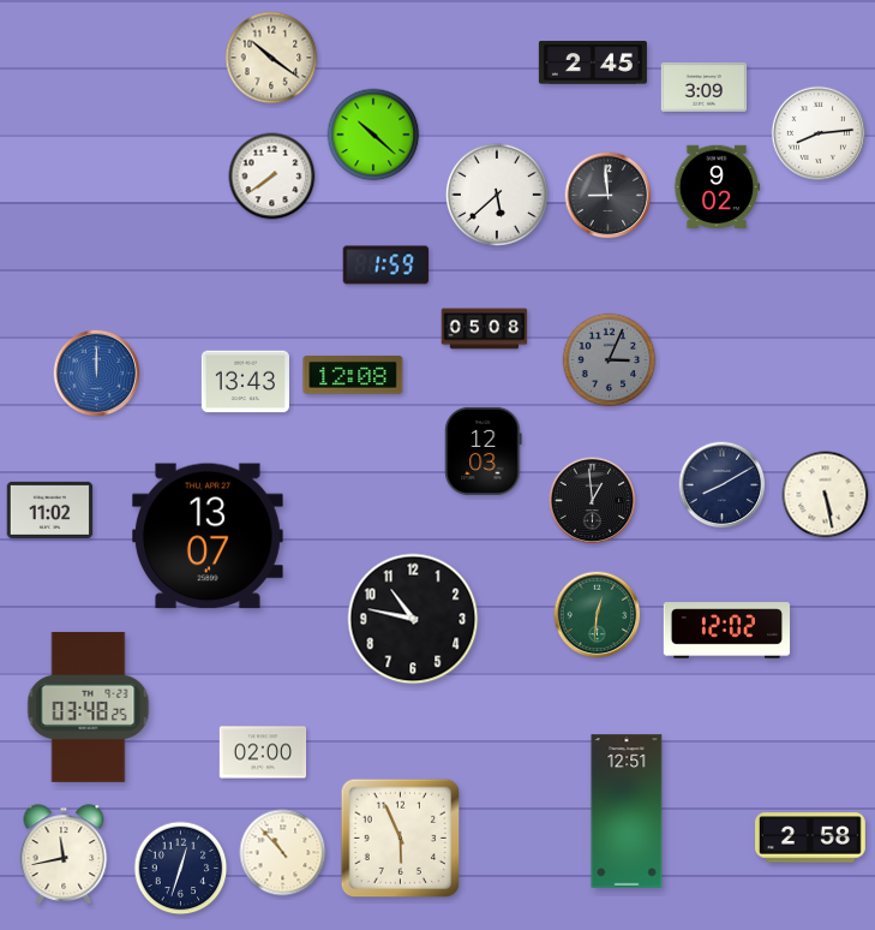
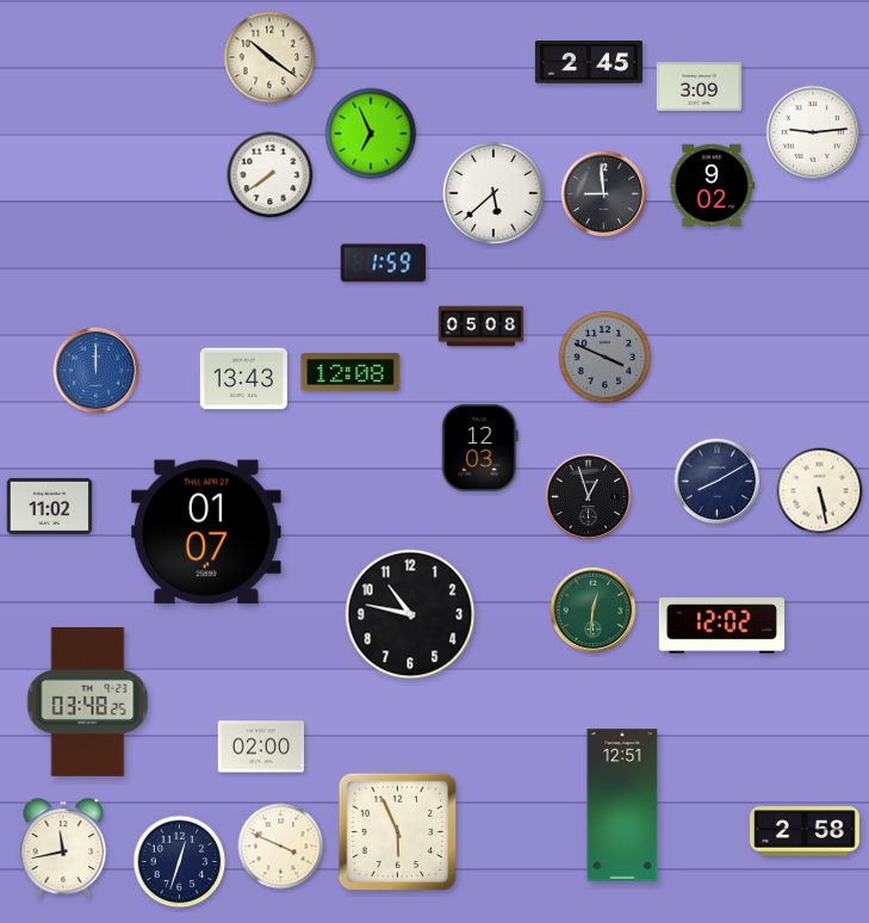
clock at (817, 132): 8:14 -> 9:14
clock at (373, 135): 10:22 -> 6:56
clock at (610, 360): 3:04 -> 3:49
clock at (593, 501): 12:59 -> 12:57
clock at (208, 536): 13:07 -> 01:07
clock at (283, 853): 10:53 -> 3:49
